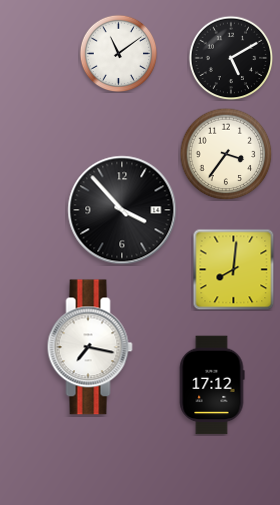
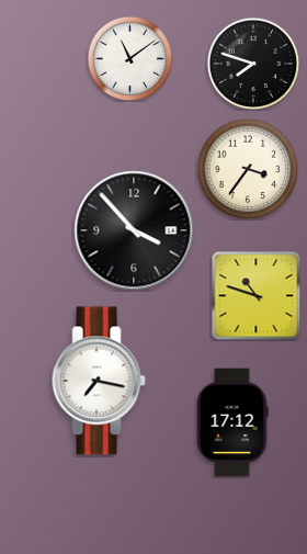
clock at (231, 58): 5:10 -> 7:48
clock at (233, 269): 8:01 -> 10:48
